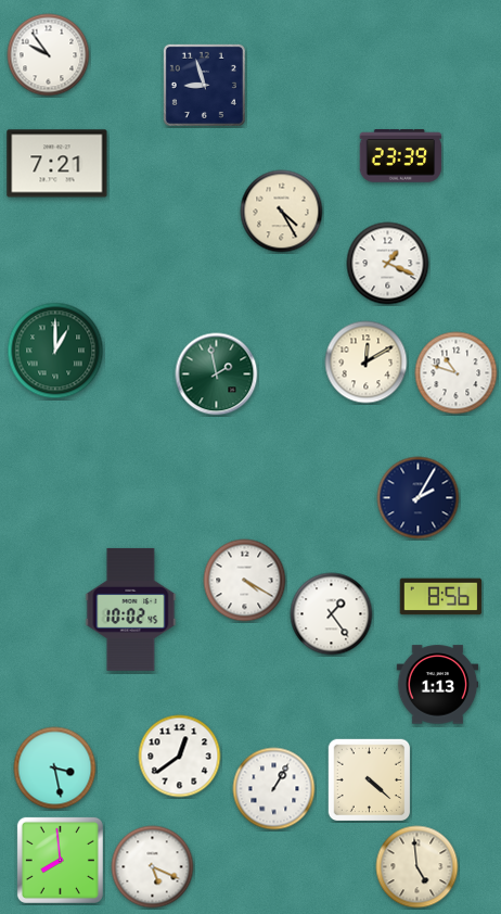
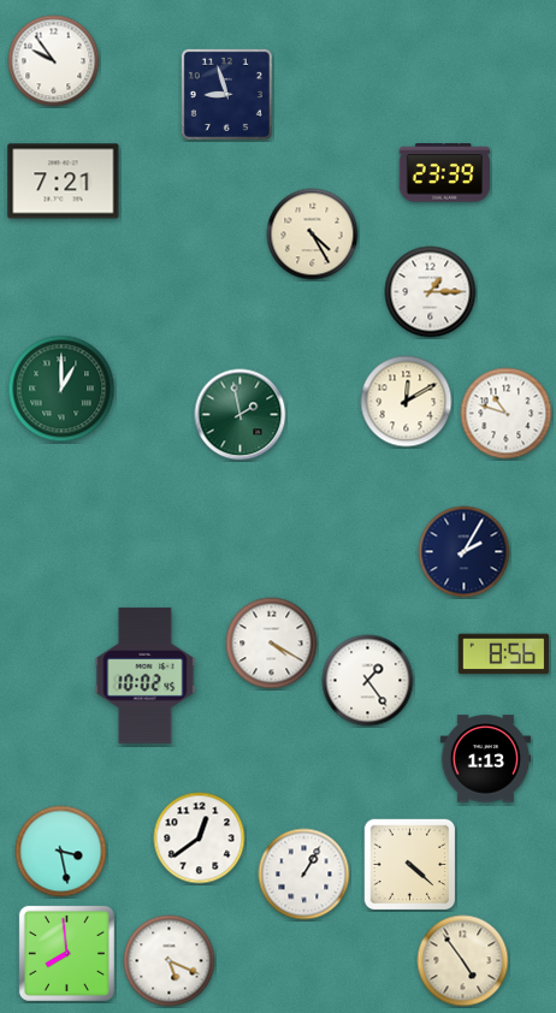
clock at (388, 264): 1:19 -> 1:15
clock at (441, 597) position: (441, 597) -> (504, 654)
clock at (418, 867): 4:59 -> 4:54
